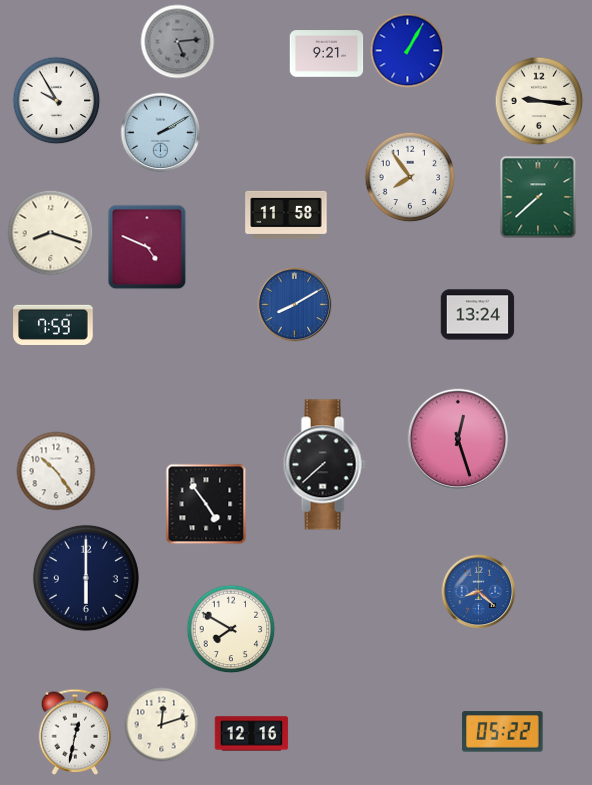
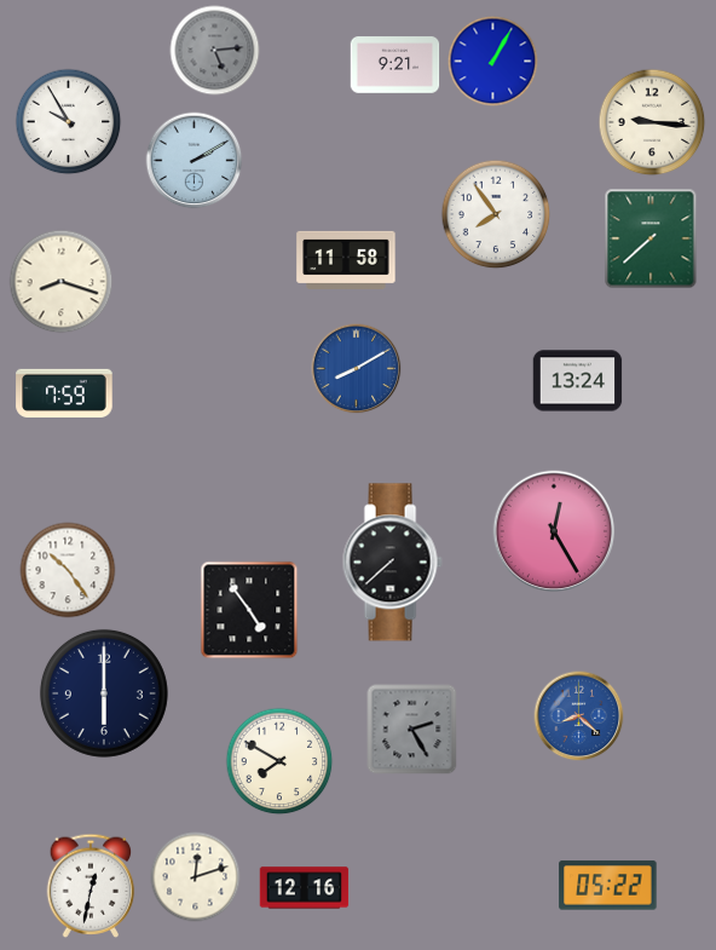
clock at (147, 247): 4:49 -> none
clock at (458, 439): 12:27 -> 12:25
clock at (86, 578) position: (86, 578) -> (104, 693)
clock at (412, 730): none -> 2:25
